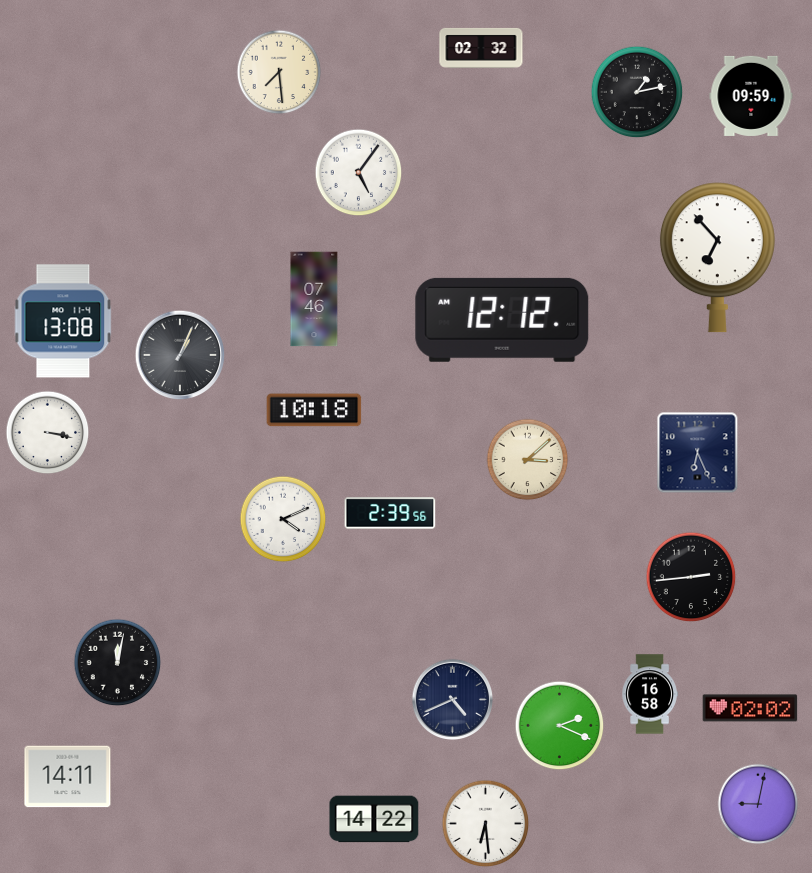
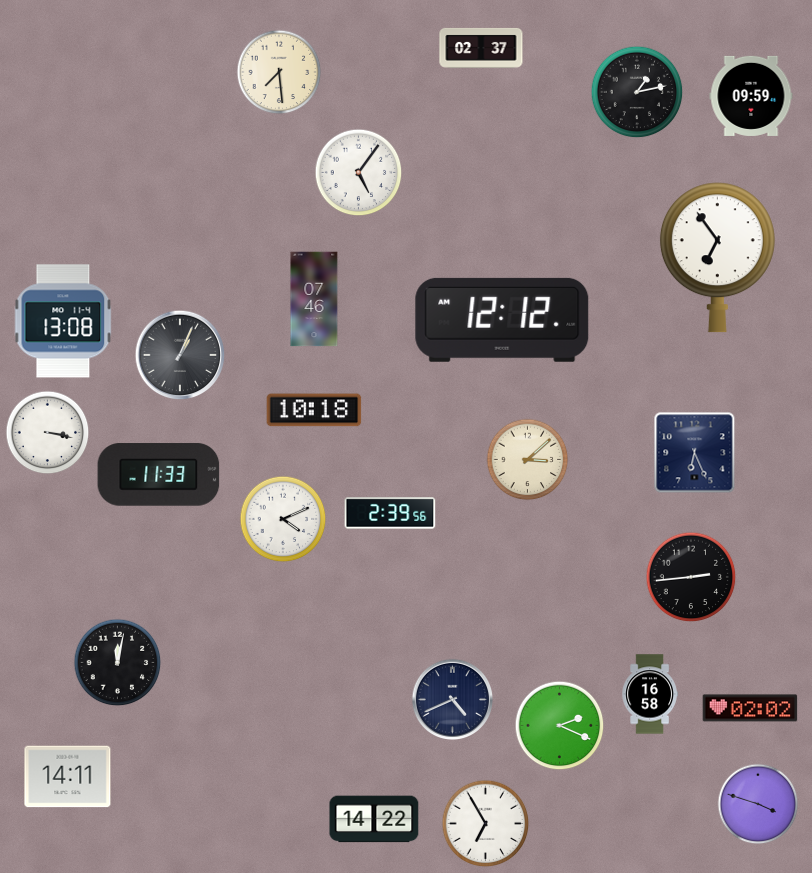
clock at (481, 48): 02:32 -> 02:37
clock at (717, 258): 6:53 -> 6:54
clock at (698, 453) position: (698, 453) -> (695, 453)
clock at (159, 475): none -> 11:33
clock at (758, 804): 9:02 -> 3:48
clock at (486, 824): 6:29 -> 6:55
